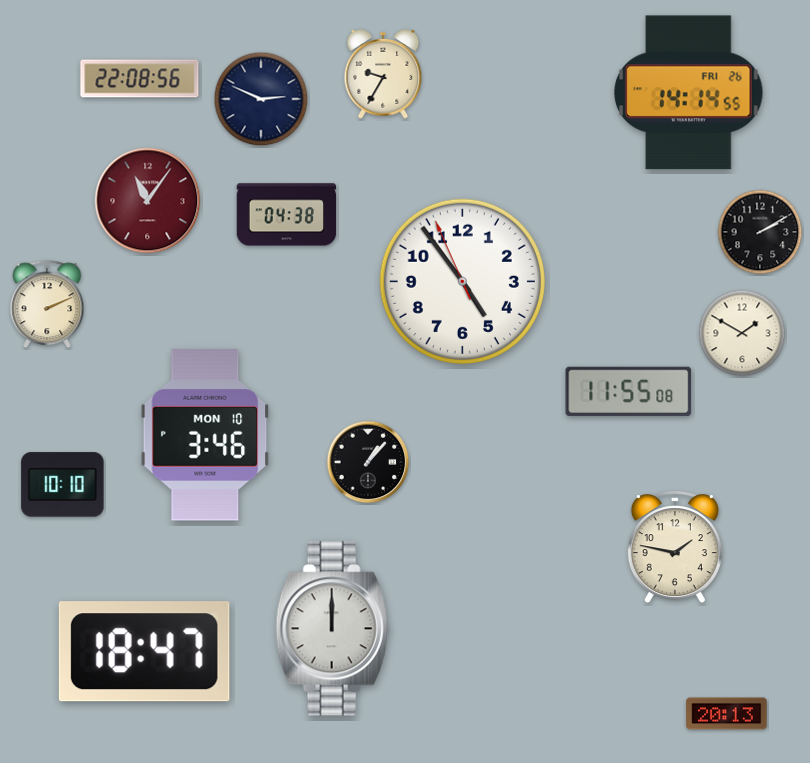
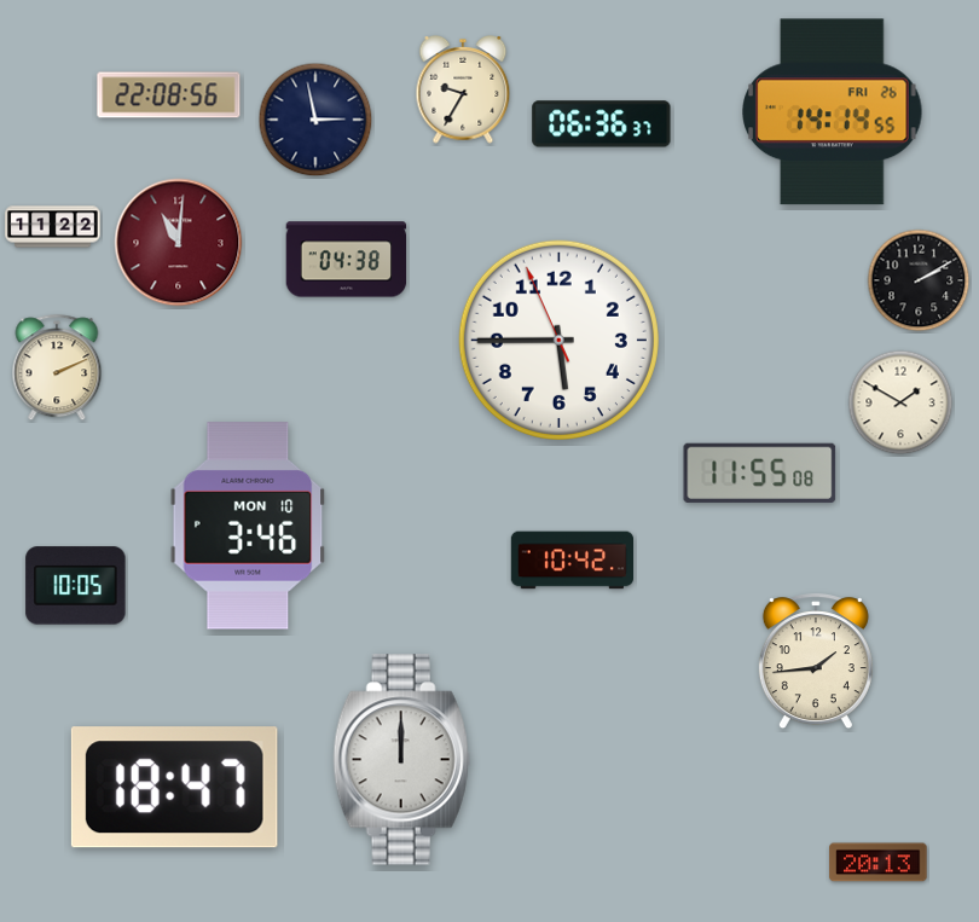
clock at (261, 99): 2:49 -> 2:58
clock at (602, 124): none -> 06:36
clock at (53, 227): none -> 11:22
clock at (148, 201): 11:06 -> 11:01
clock at (462, 281): 4:53 -> 5:44
clock at (742, 333) position: (742, 333) -> (900, 402)
clock at (368, 462): 1:07 -> none
clock at (573, 561): none -> 10:42
clock at (63, 485): 10:10 -> 10:05
clock at (675, 548): 1:47 -> 1:44
